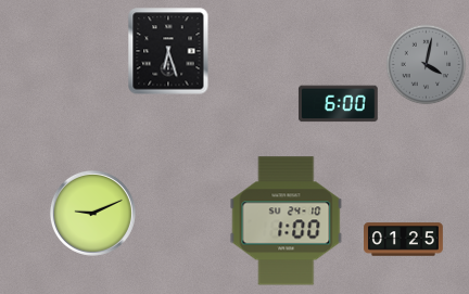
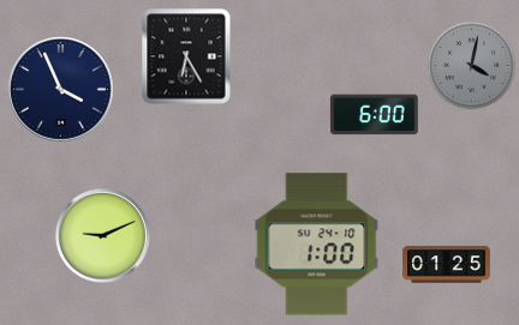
clock at (168, 51): 6:27 -> 6:25
clock at (427, 65) position: (427, 65) -> (472, 66)
clock at (61, 90): none -> 3:56
